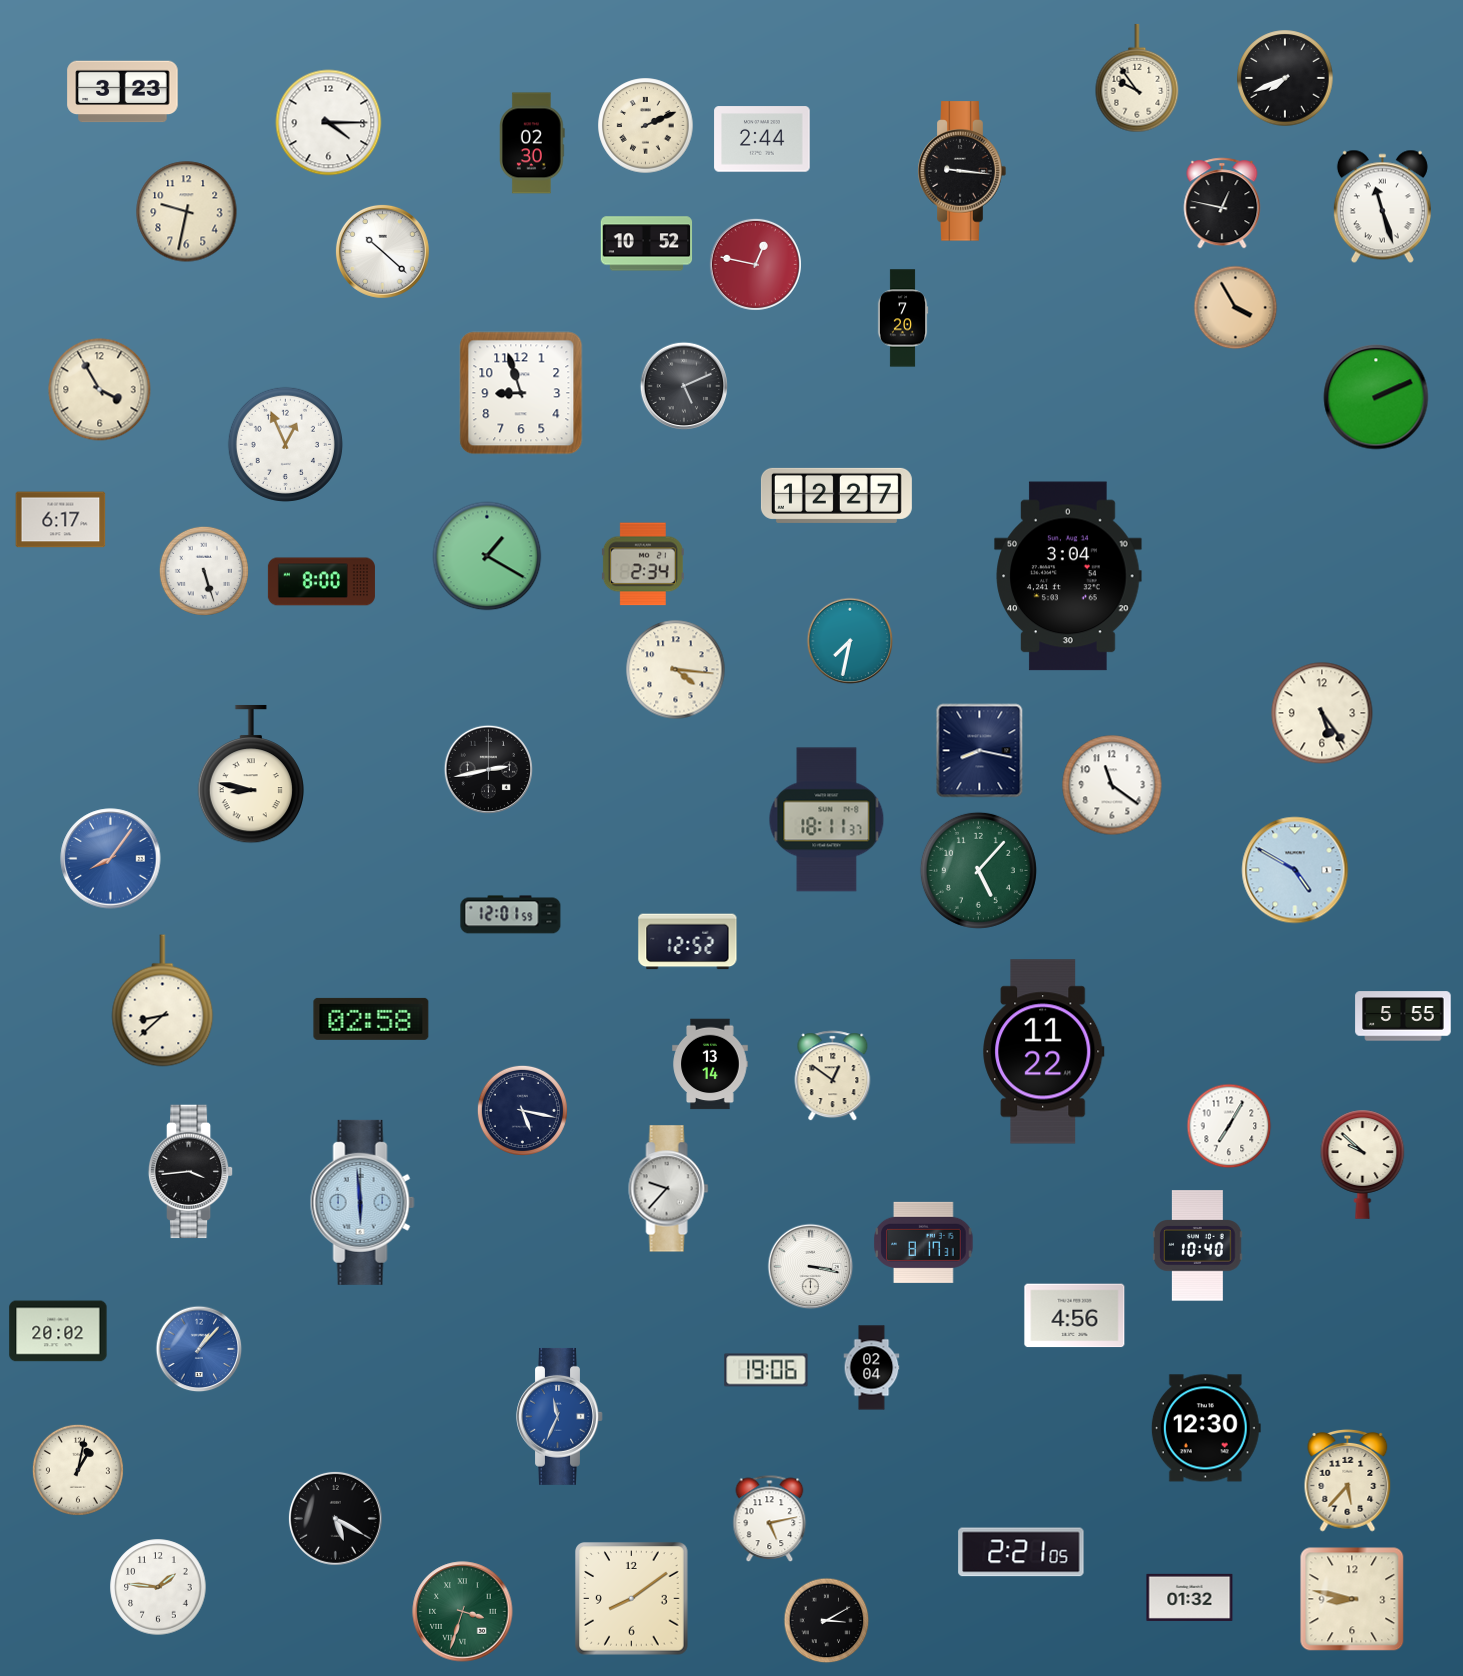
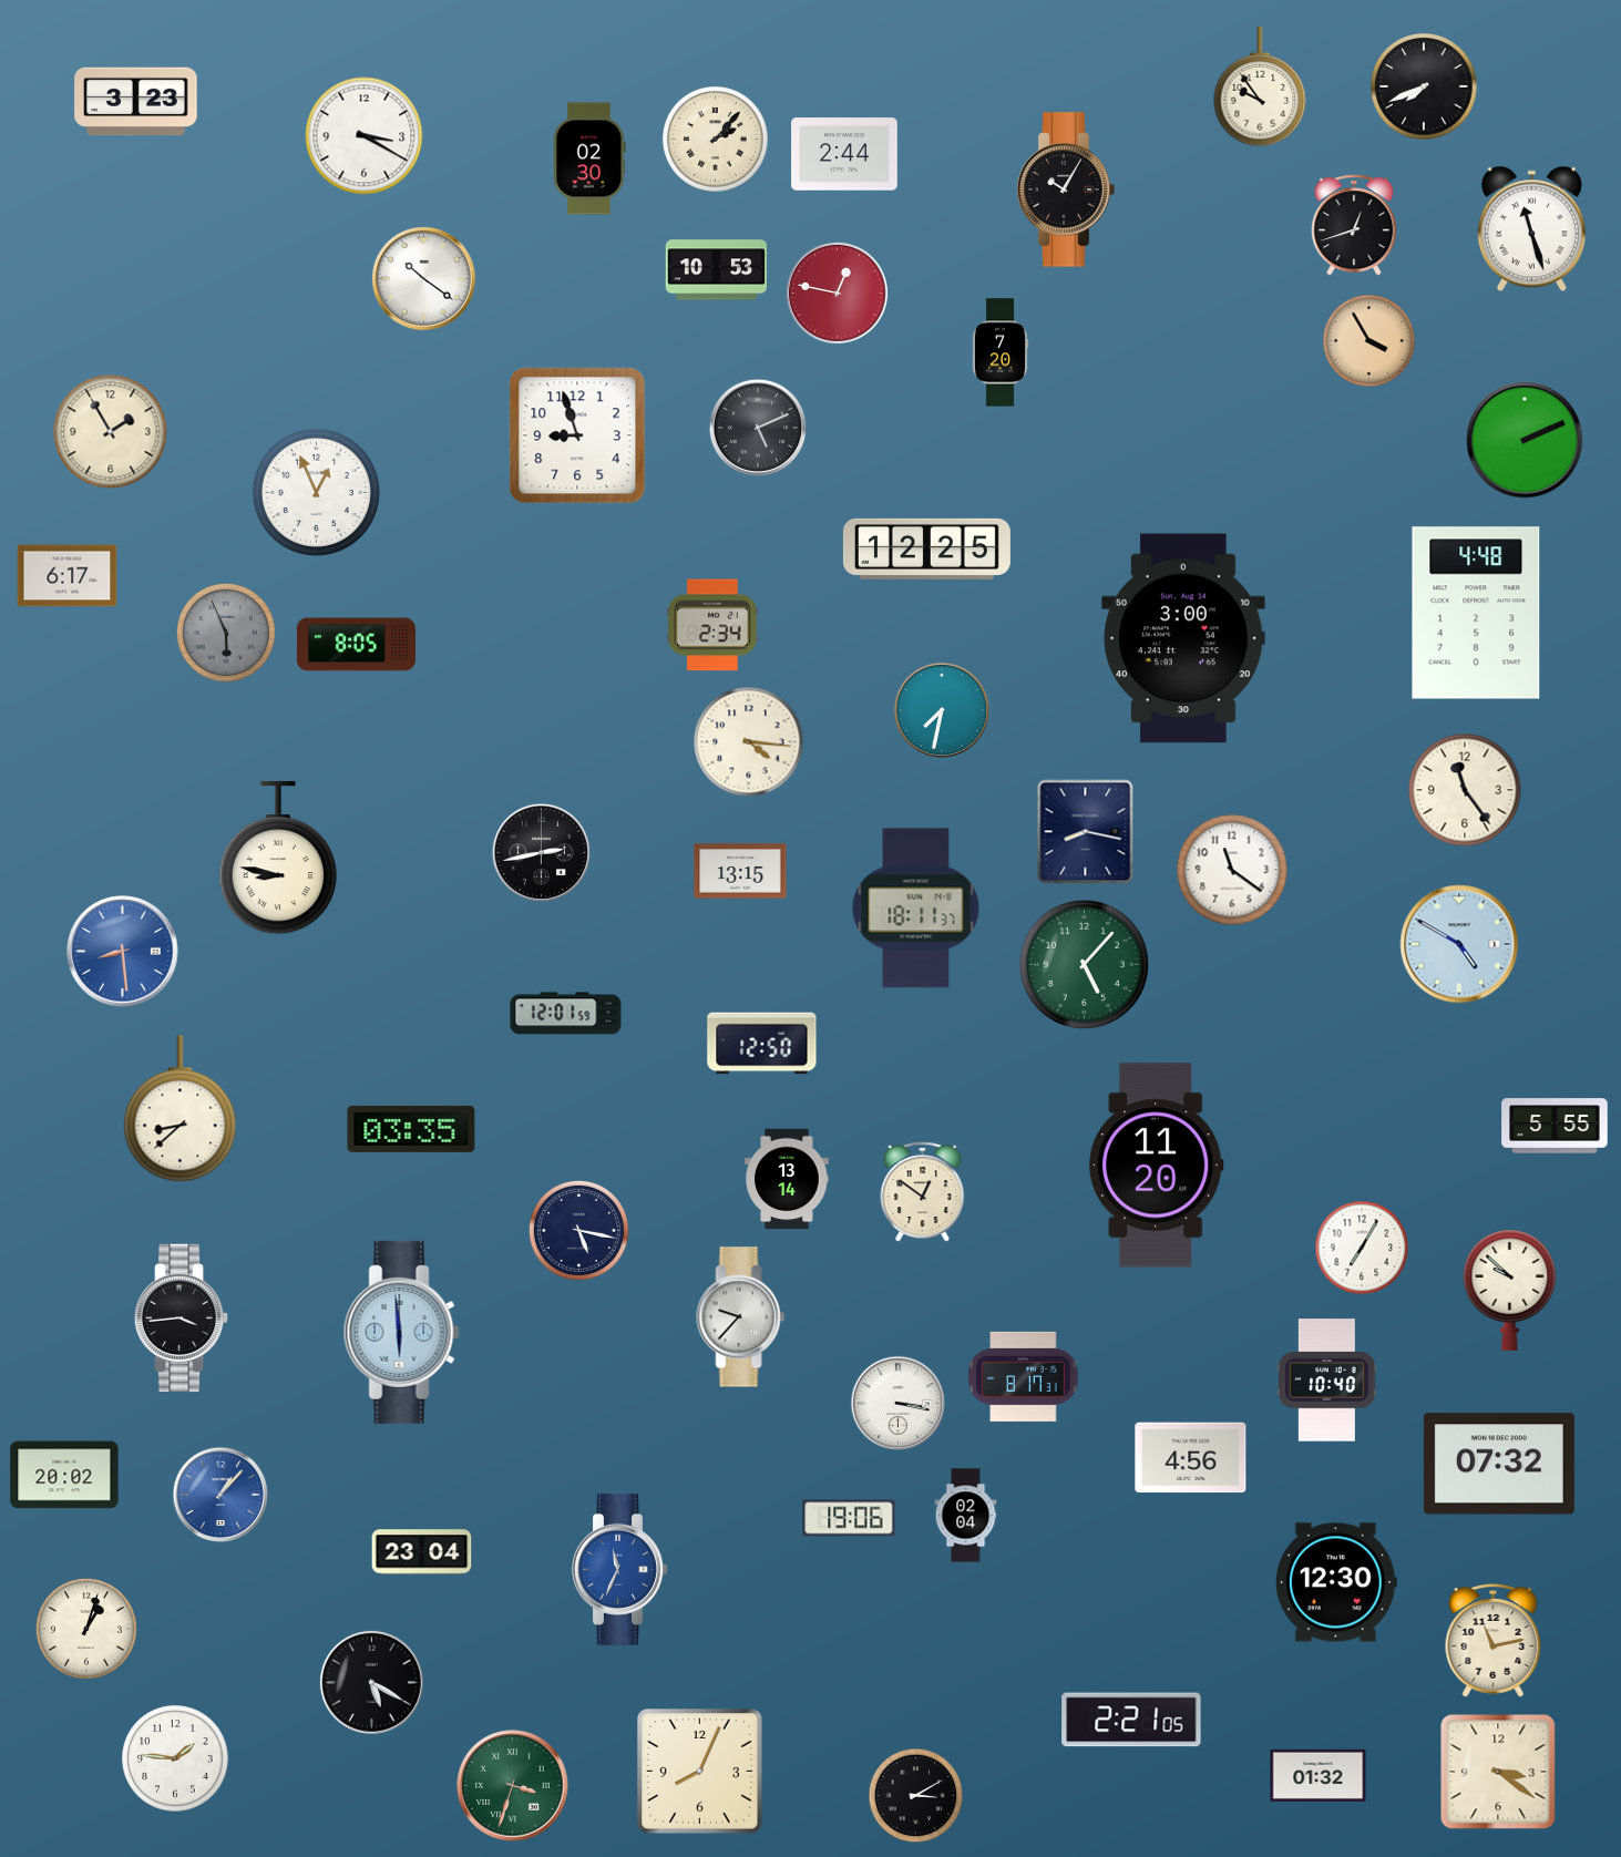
clock at (329, 123): 4:15 -> 3:20
clock at (646, 126): 2:11 -> 2:07
clock at (962, 171): 9:16 -> 10:05
clock at (1222, 203): 12:47 -> 12:42
clock at (187, 212): 9:32 -> none
clock at (647, 244): 10:52 -> 10:53
clock at (382, 251): 10:22 -> 10:21
clock at (100, 390): 3:55 -> 1:55
clock at (836, 495): 12:27 -> 12:25
clock at (1476, 613): none -> 4:48
clock at (487, 556): 1:20 -> none
clock at (204, 571): 5:27 -> 5:56
clock at (204, 571) dial: white -> grey
clock at (1068, 576): 3:04 -> 3:00
clock at (321, 582): 8:00 -> 8:05
clock at (1322, 713): 5:24 -> 11:24
clock at (740, 871): none -> 13:15
clock at (111, 859): 8:06 -> 8:29
clock at (1295, 870) position: (1295, 870) -> (1459, 944)
clock at (688, 942): 12:52 -> 12:50
clock at (371, 1019): 02:58 -> 03:35
clock at (1044, 1052): 11:22 -> 11:20
clock at (191, 1172) position: (191, 1172) -> (182, 1319)
clock at (1499, 1464): none -> 07:32
clock at (422, 1552): none -> 23:04
clock at (78, 1470): 1:02 -> 1:03
clock at (1348, 1480): 5:37 -> 11:13
clock at (770, 1519): 5:13 -> none
clock at (1190, 1597) position: (1190, 1597) -> (1319, 1775)
clock at (632, 1599): 8:09 -> 8:04
clock at (1352, 1599): 8:47 -> 3:21
